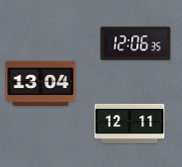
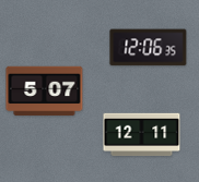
clock at (41, 84): 13:04 -> 5:07
